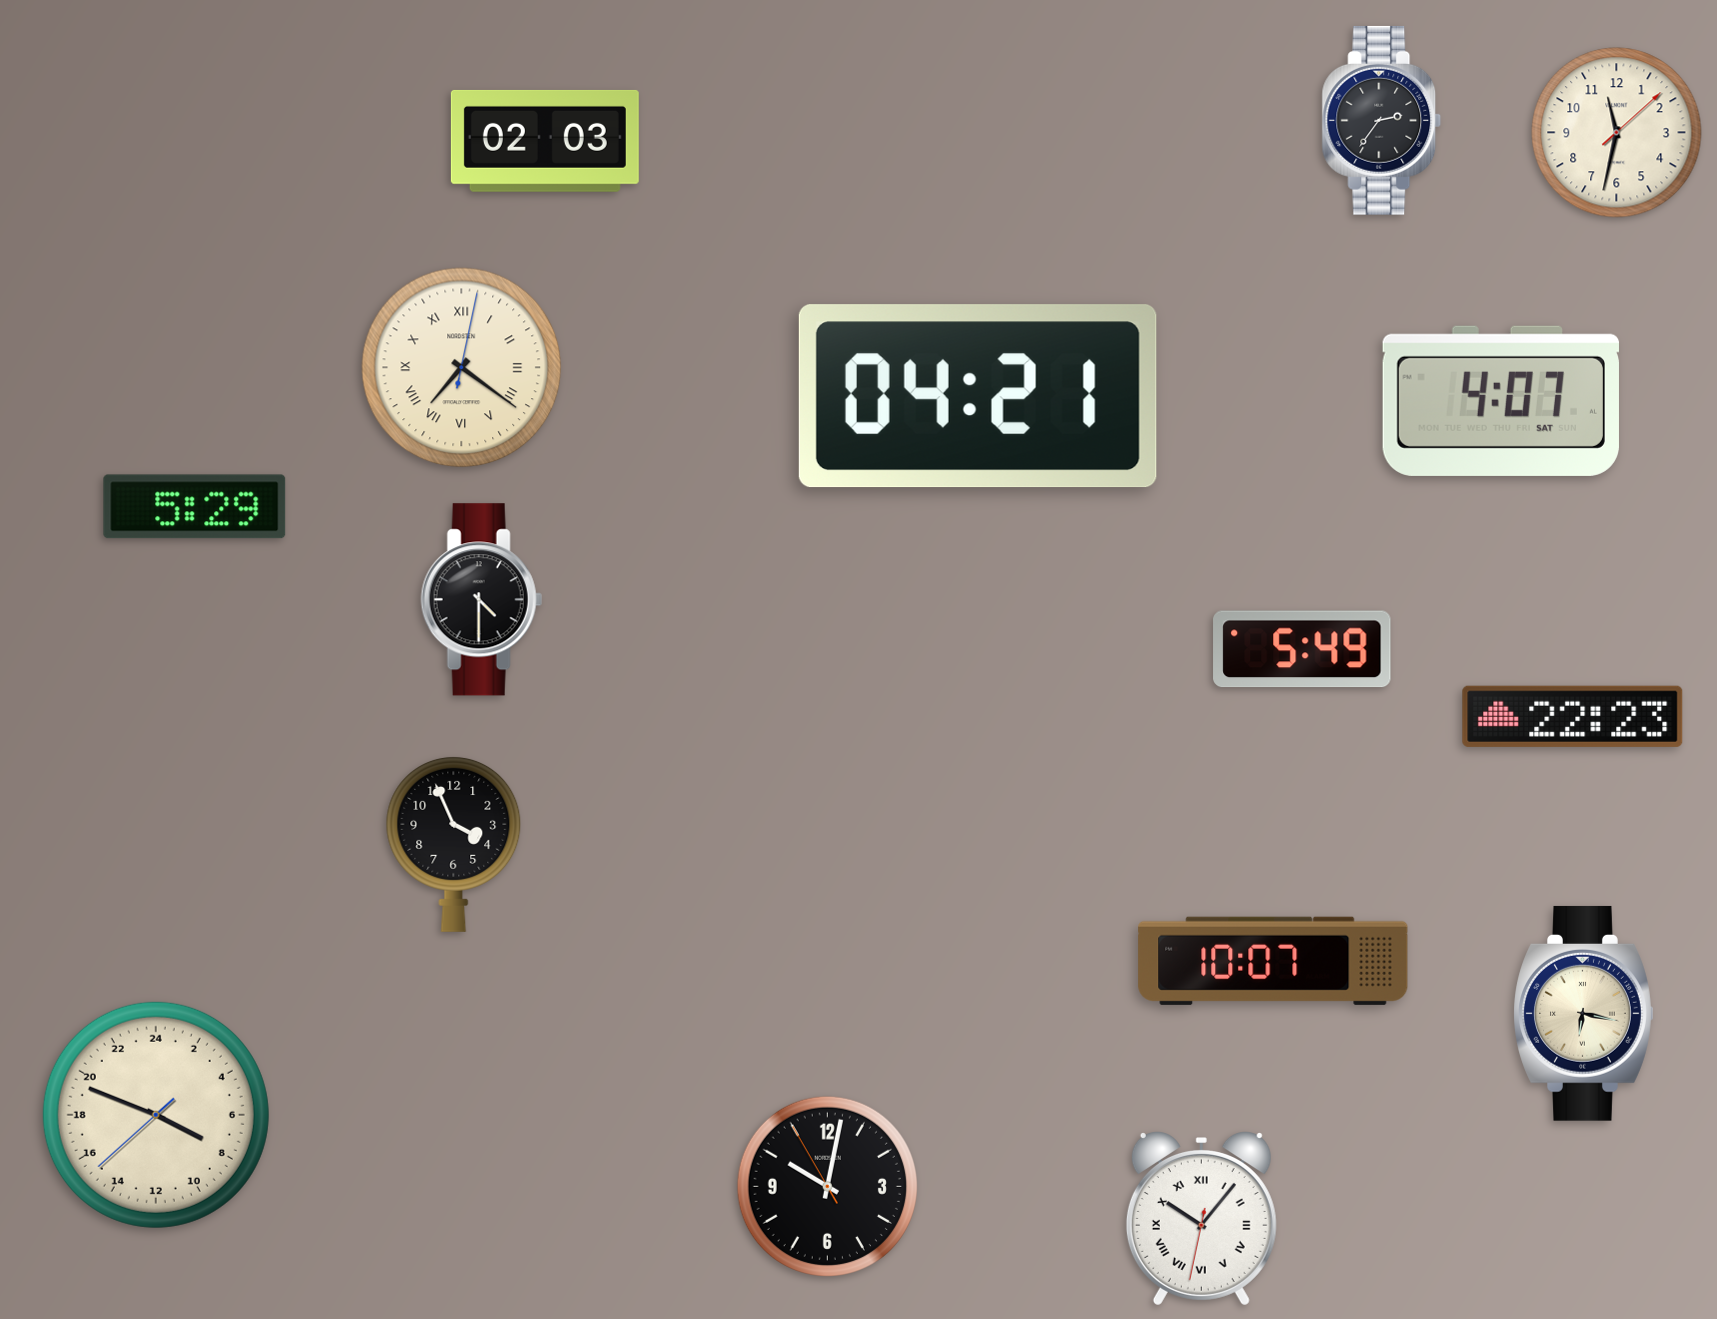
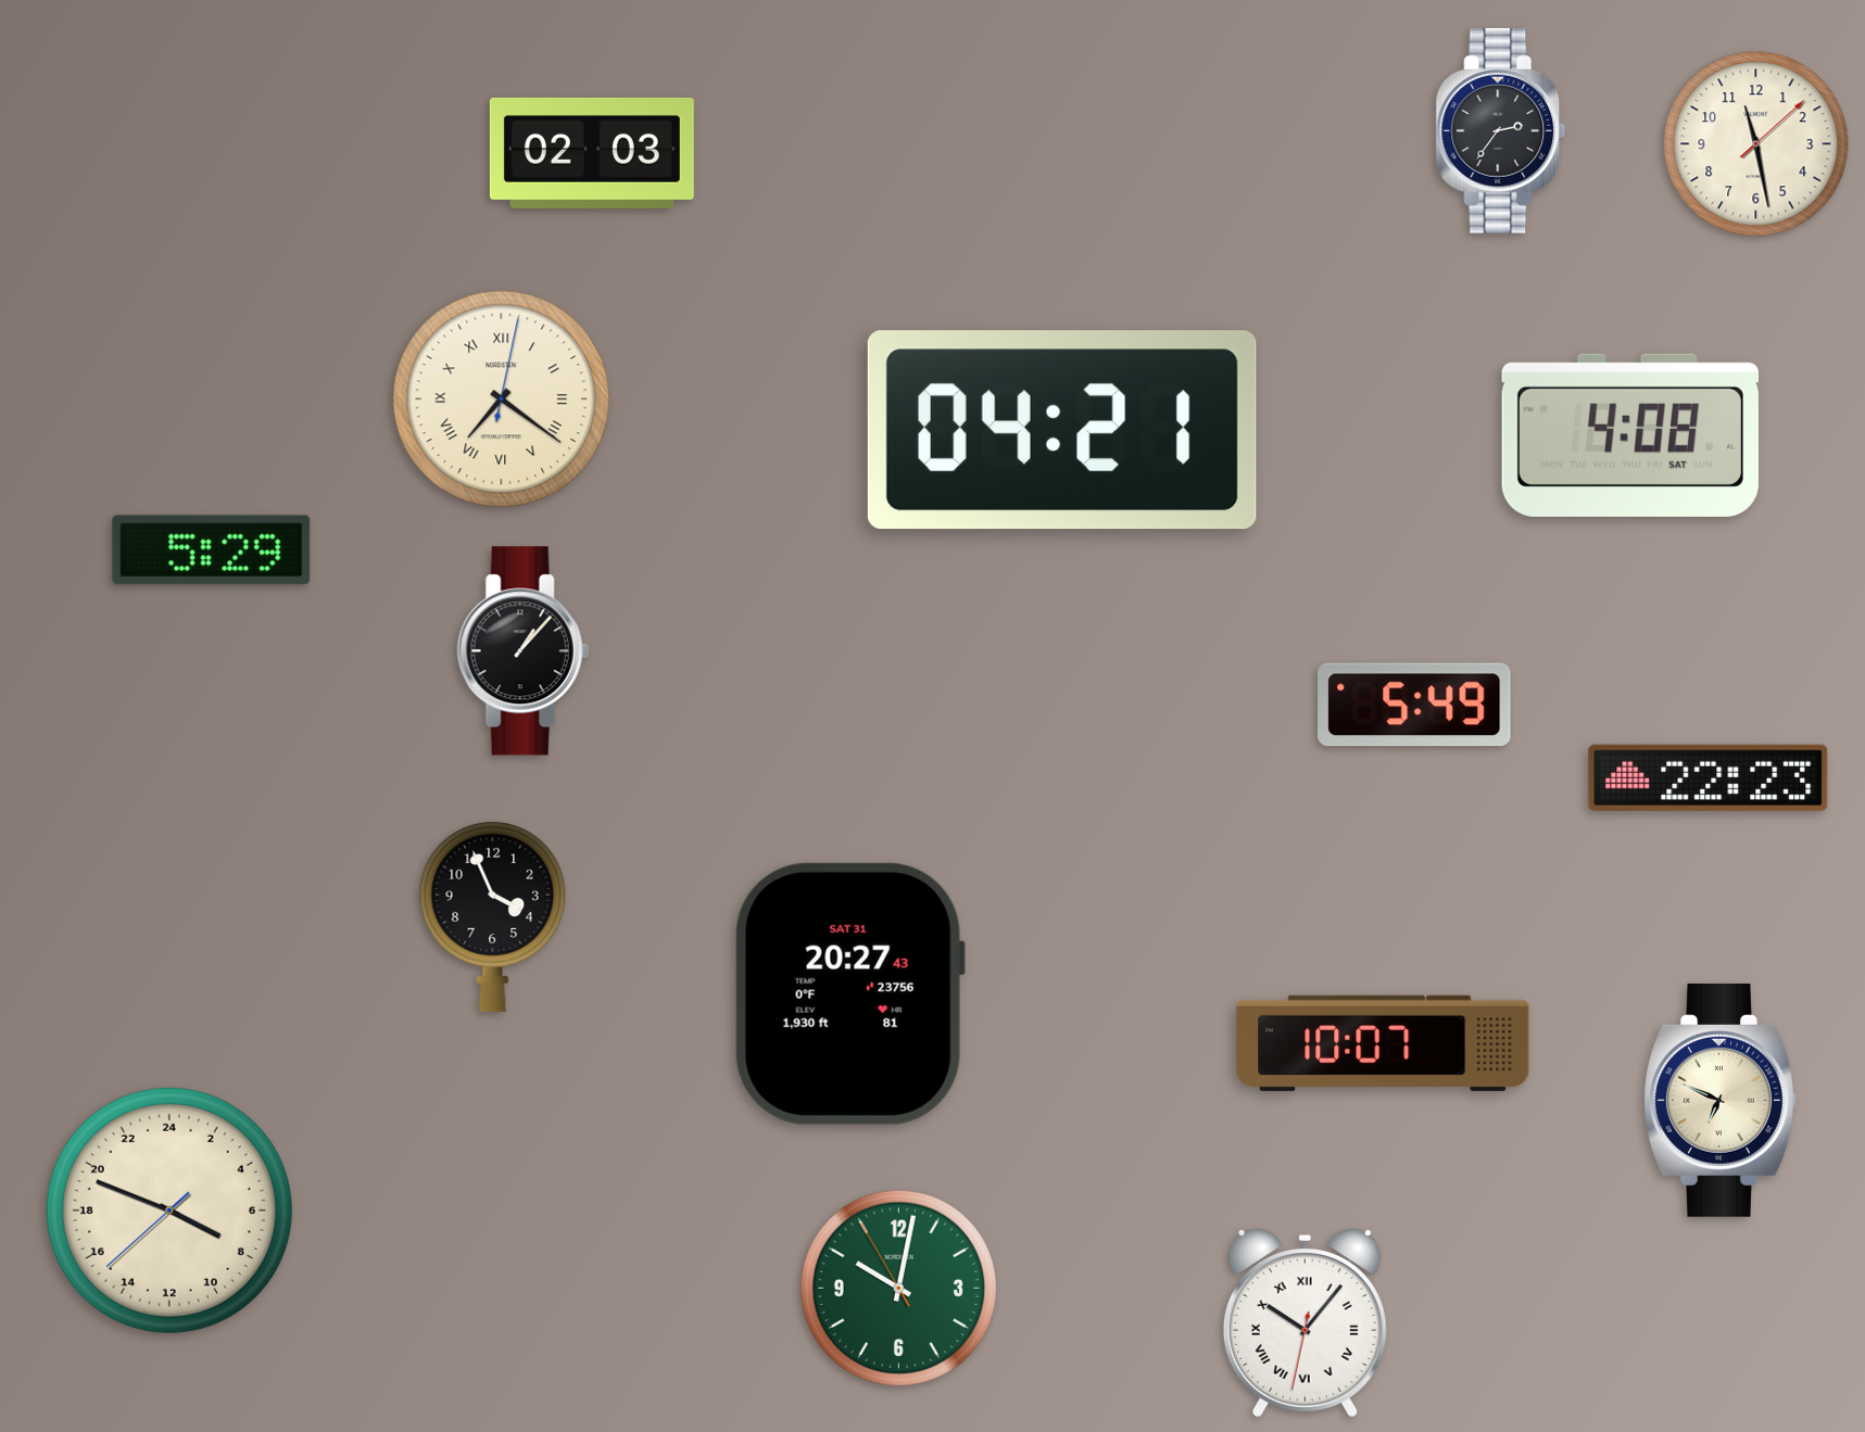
clock at (1617, 133): 11:32 -> 11:28
clock at (1501, 401): 4:07 -> 4:08
clock at (481, 600): 4:30 -> 1:07
clock at (849, 993): none -> 20:27
clock at (1584, 1013): 6:17 -> 6:49
clock at (827, 1186) dial: black -> green
